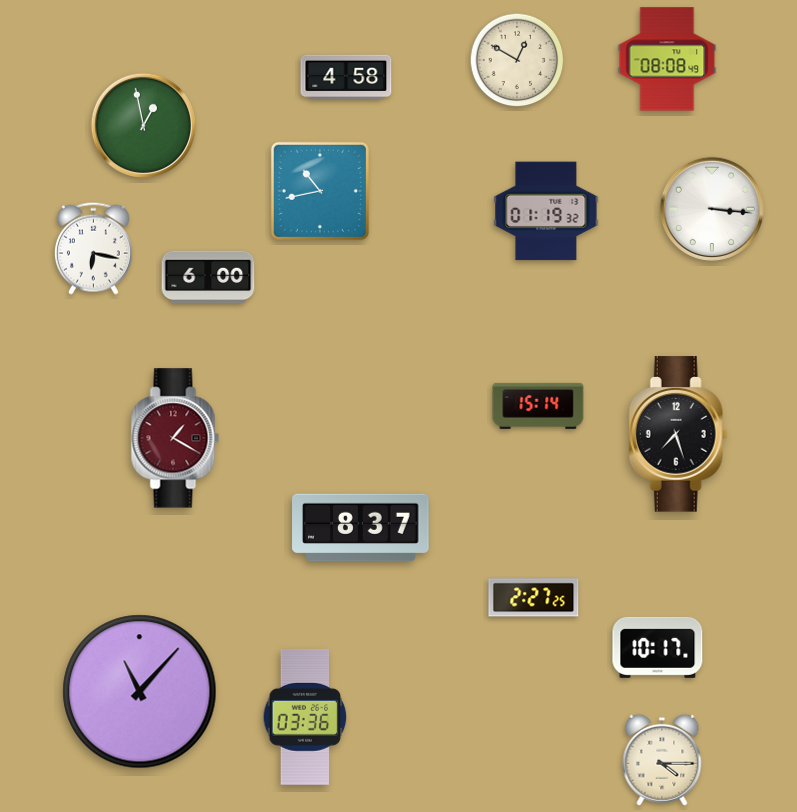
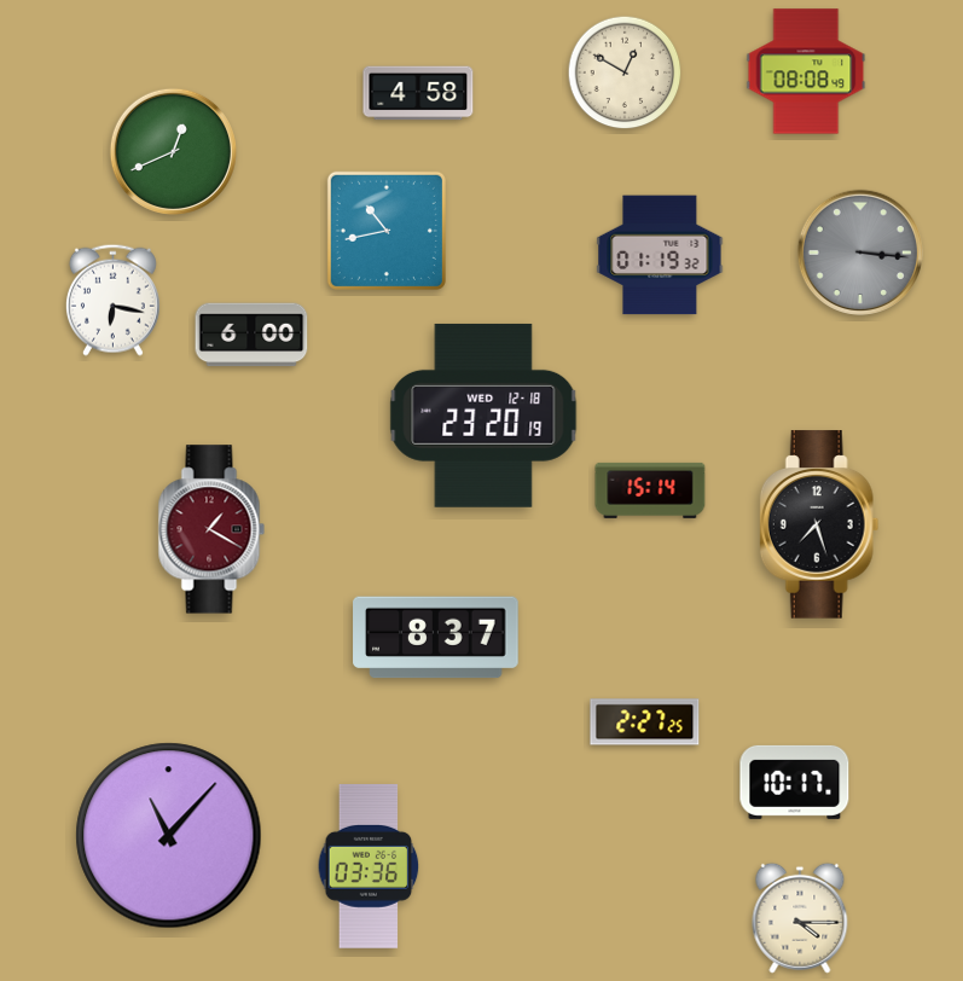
clock at (143, 125): 12:58 -> 12:41
clock at (712, 209) dial: white -> grey
clock at (483, 416): none -> 23:20
